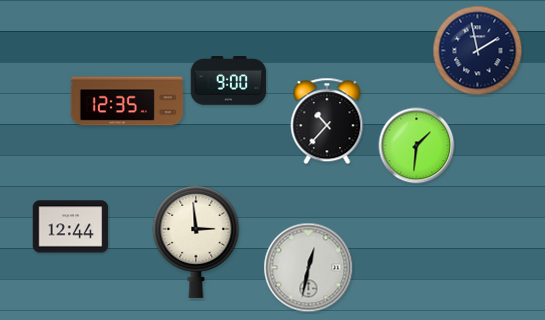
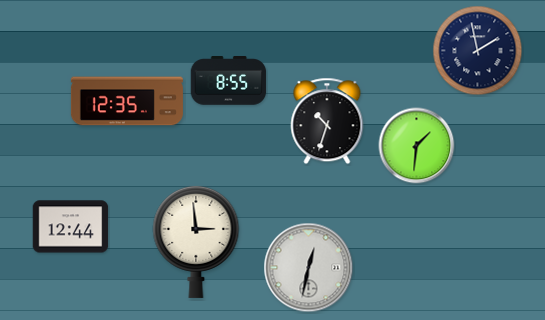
clock at (229, 81): 9:00 -> 8:55
clock at (327, 121): 10:37 -> 10:33
